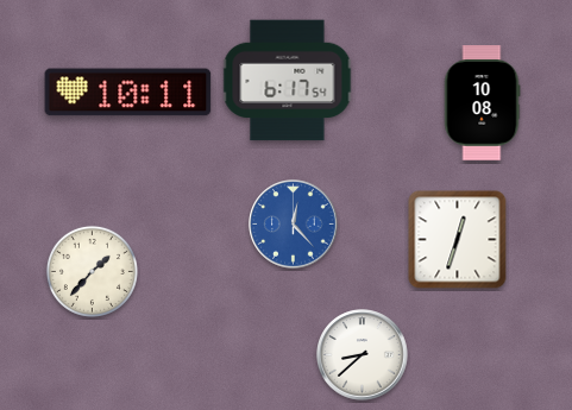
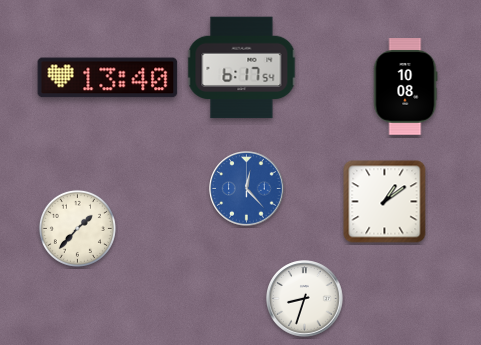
clock at (128, 93): 10:11 -> 13:40
clock at (458, 240): 12:33 -> 1:09
clock at (363, 355): 8:38 -> 8:33
